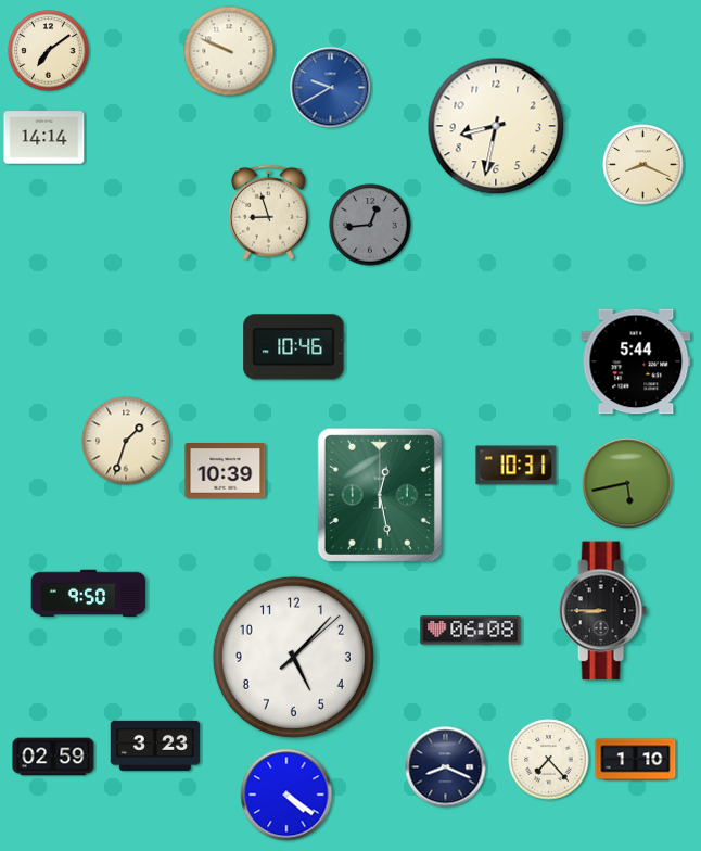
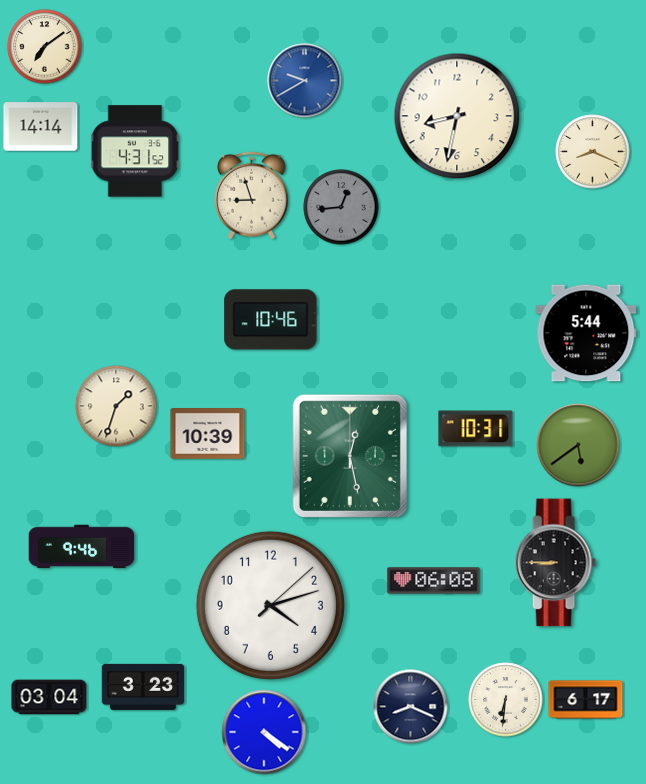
clock at (229, 51): 9:49 -> none
clock at (135, 151): none -> 4:31
clock at (269, 213) position: (269, 213) -> (252, 196)
clock at (627, 483): 5:43 -> 5:39
clock at (89, 594): 9:50 -> 9:46
clock at (293, 657): 5:07 -> 4:12
clock at (53, 757): 02:59 -> 03:04
clock at (549, 760): 7:23 -> 6:31
clock at (636, 760): 1:10 -> 6:17
